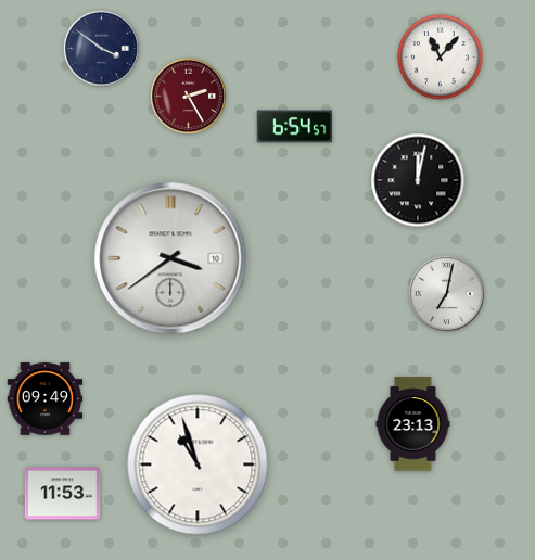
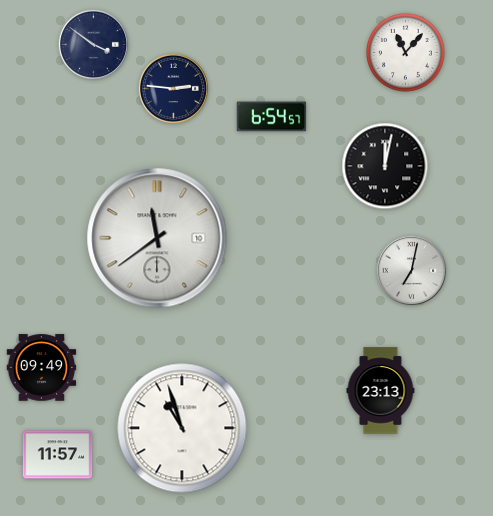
clock at (188, 96): 2:25 -> 2:46
clock at (188, 96) dial: burgundy -> navy
clock at (170, 258): 3:39 -> 11:39
clock at (63, 494): 11:53 -> 11:57
